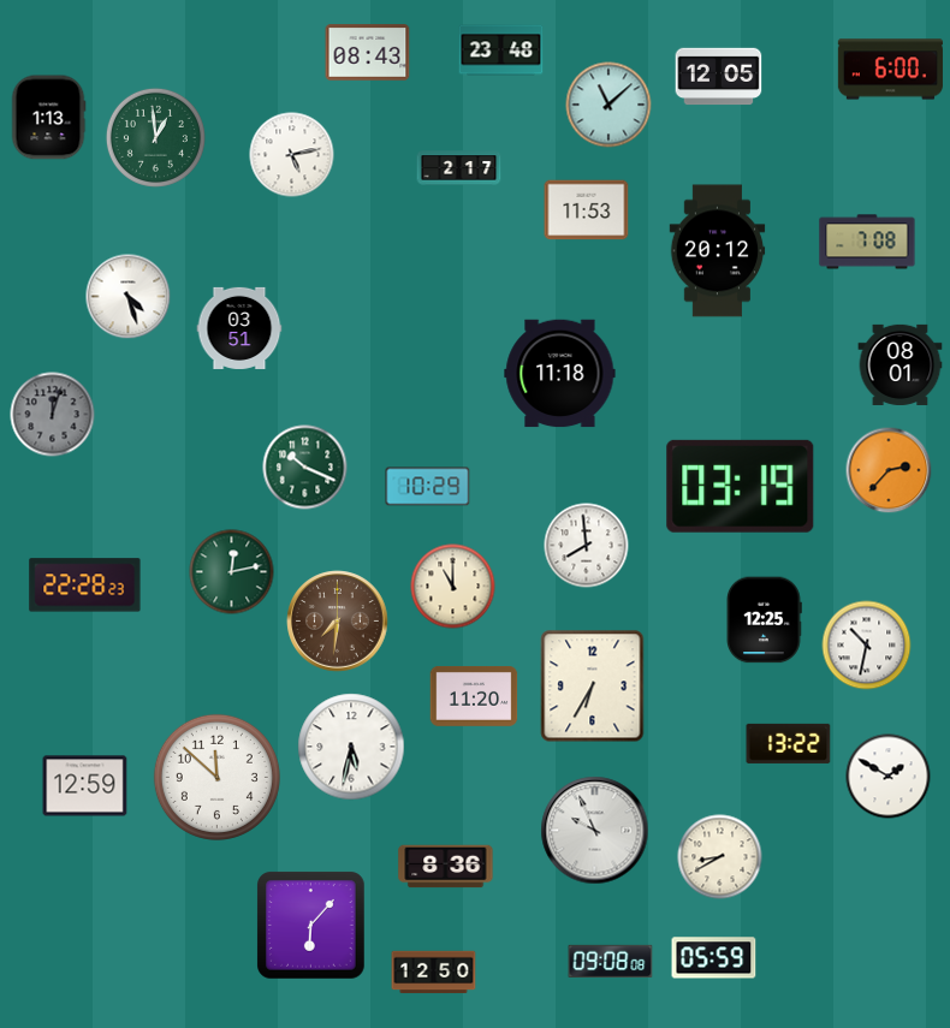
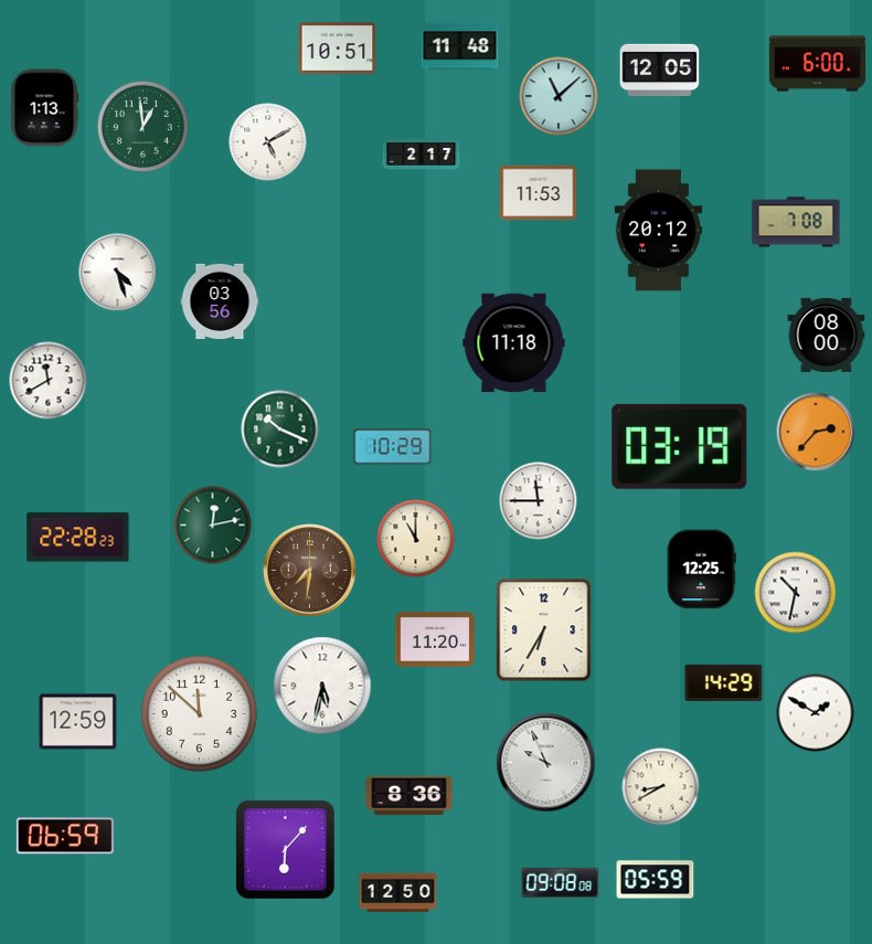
clock at (501, 50): 23:48 -> 11:48
clock at (368, 53): 08:43 -> 10:51
clock at (292, 155): 5:13 -> 5:10
clock at (239, 328): 03:51 -> 03:56
clock at (901, 364): 08:01 -> 08:00
clock at (53, 415): 12:03 -> 11:40
clock at (53, 415) dial: grey -> white
clock at (587, 546): 7:59 -> 11:45
clock at (789, 743): 13:22 -> 14:29
clock at (65, 836): none -> 06:59
